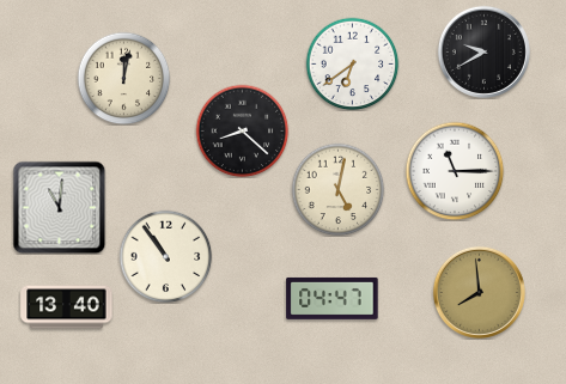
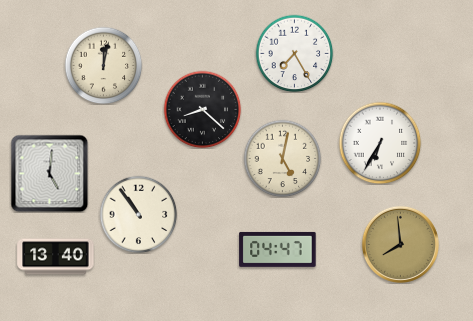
clock at (483, 51): 9:40 -> none
clock at (352, 63): 6:39 -> 7:25
clock at (455, 171): 11:15 -> 6:35
clock at (59, 207): 11:01 -> 5:01
